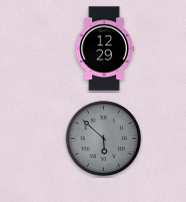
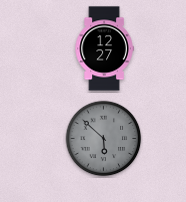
clock at (104, 49): 12:29 -> 12:27
